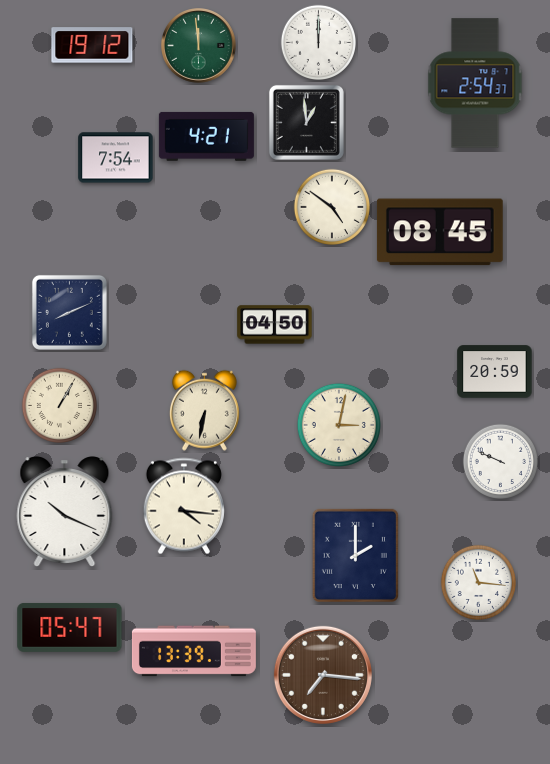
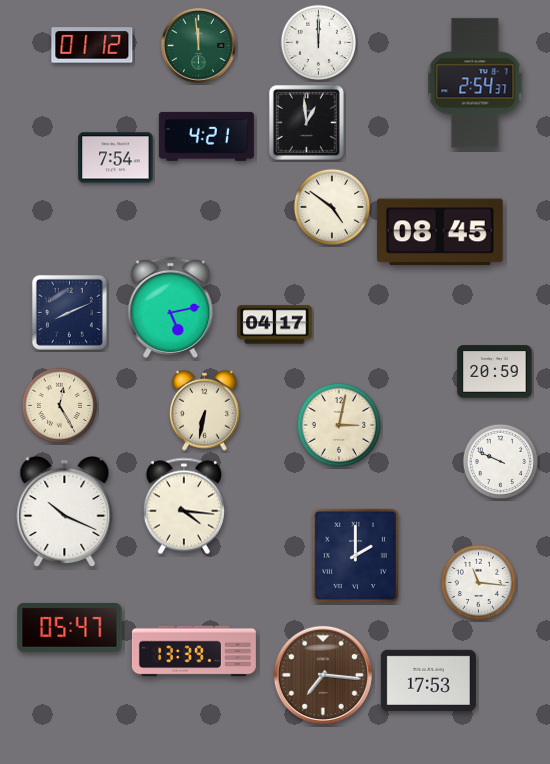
clock at (92, 45): 19:12 -> 01:12
clock at (171, 307): none -> 5:13
clock at (275, 325): 04:50 -> 04:17
clock at (59, 405): 1:05 -> 12:25
clock at (428, 680): none -> 17:53
